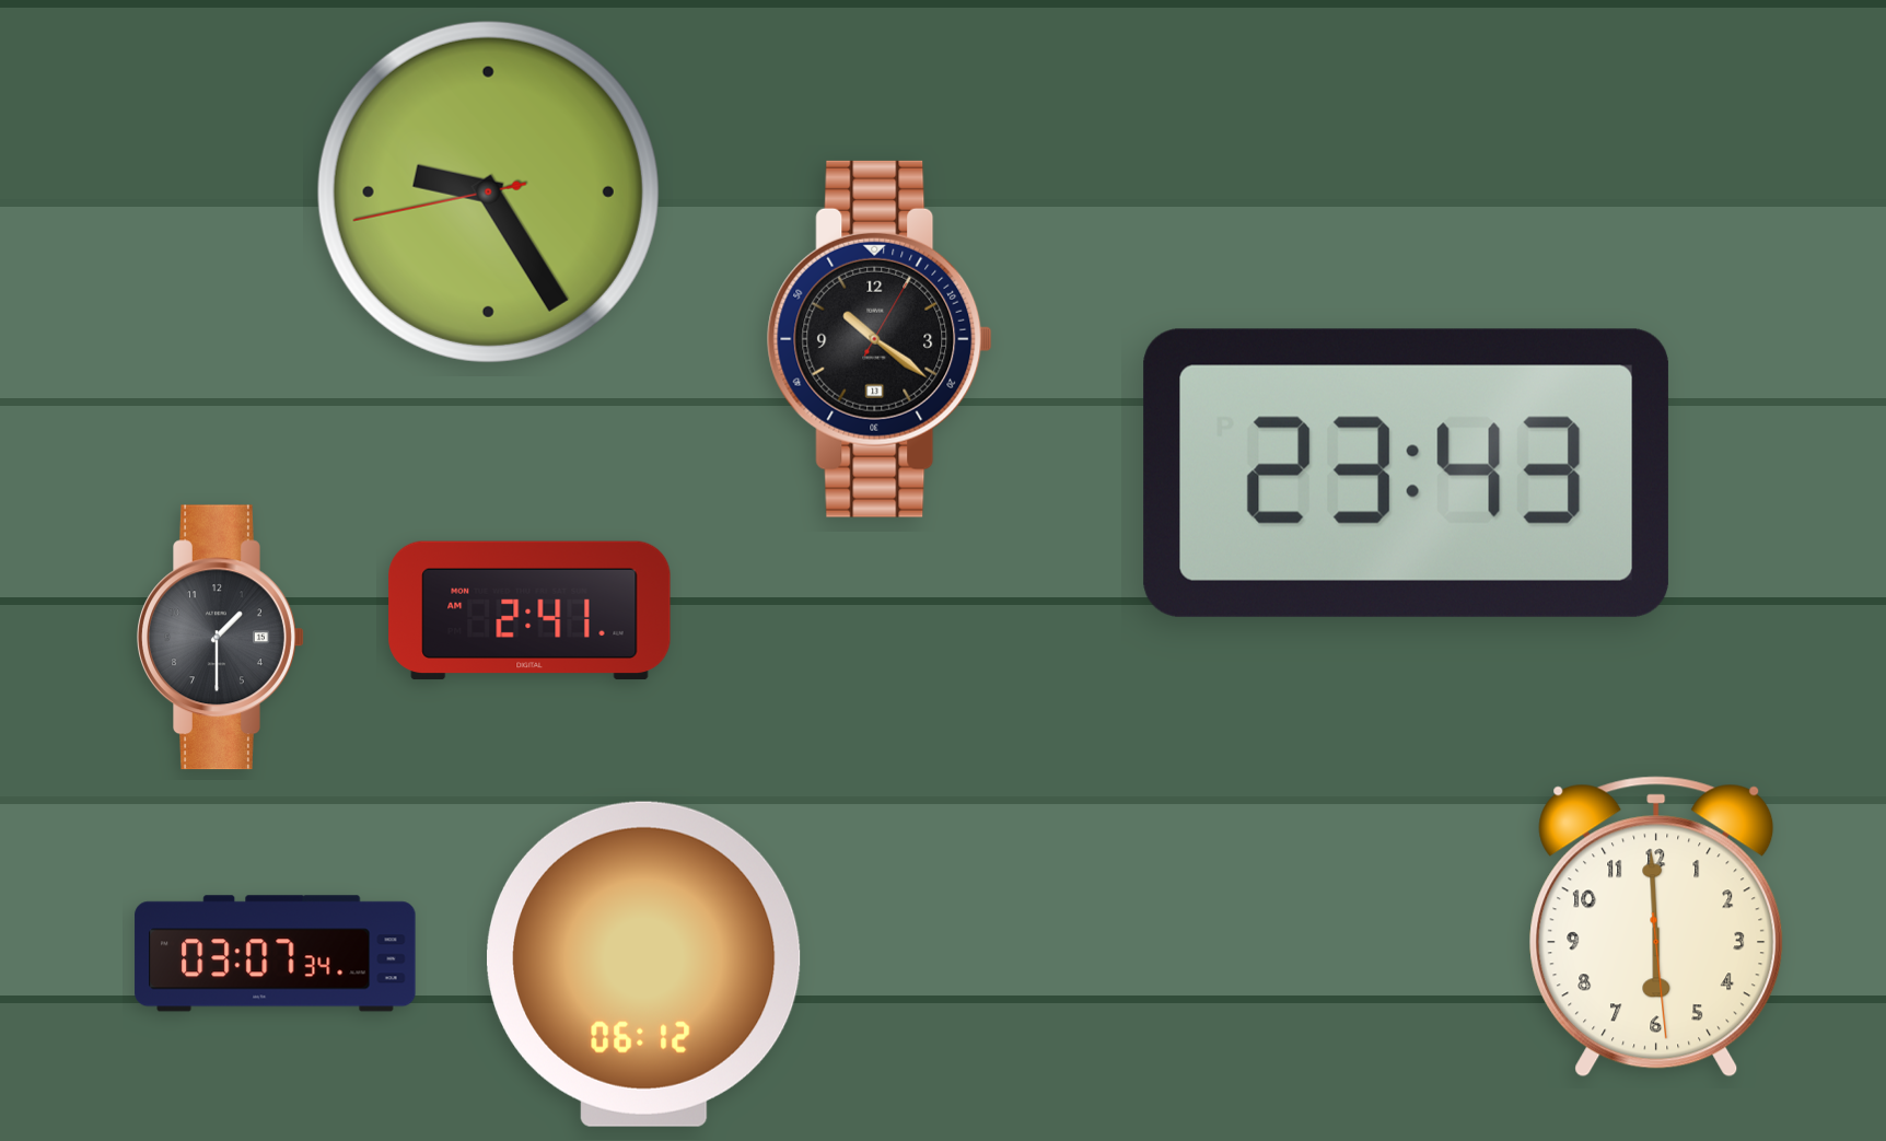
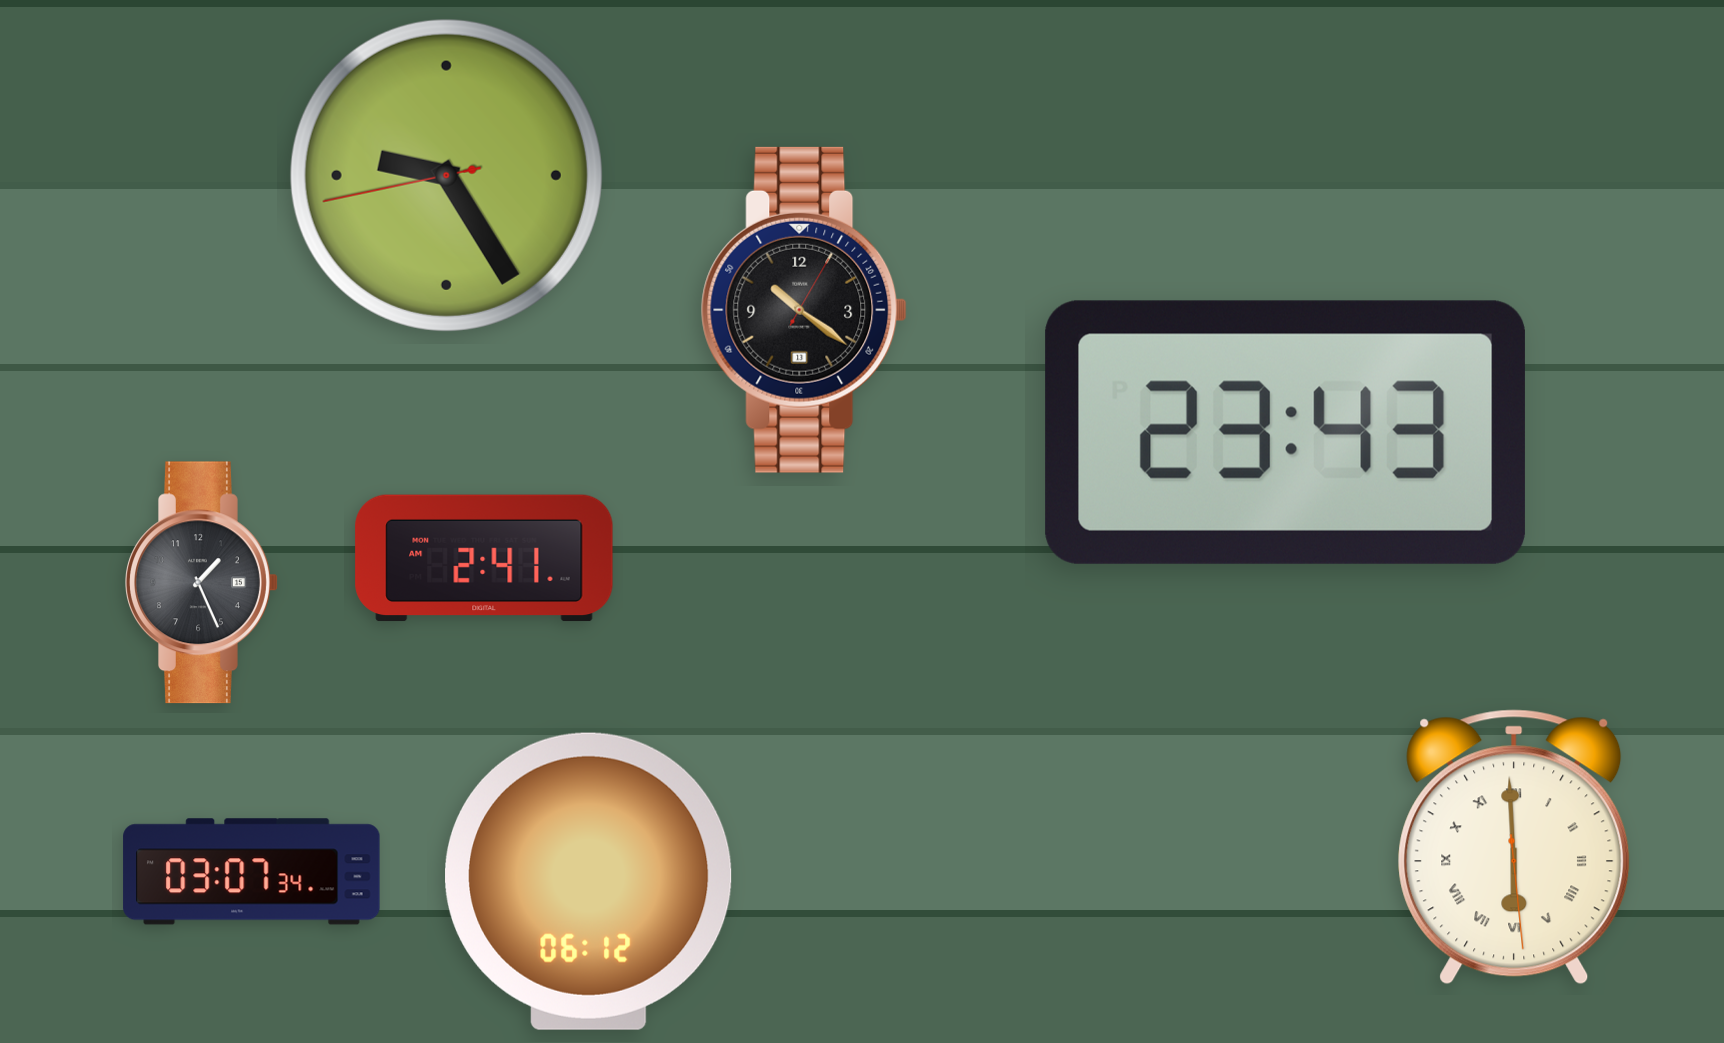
clock at (221, 638): 1:30 -> 1:26
clock at (1656, 927) numerals: Arabic -> Roman
